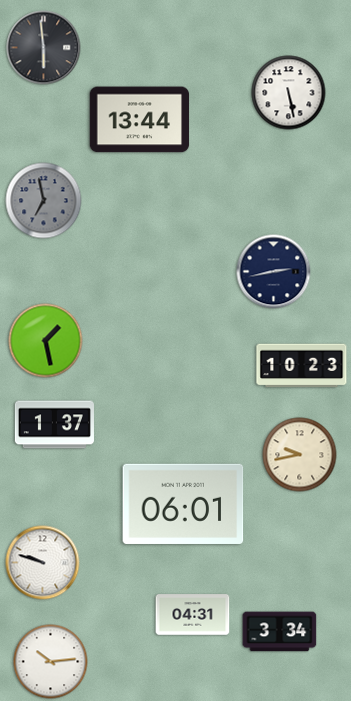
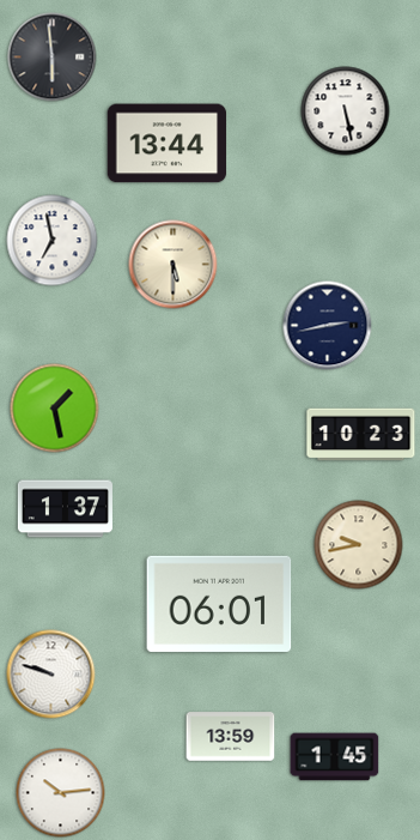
clock at (44, 201) dial: grey -> white
clock at (174, 265): none -> 5:30
clock at (302, 366) position: (302, 366) -> (361, 435)
clock at (193, 615): 04:31 -> 13:59
clock at (280, 632): 3:34 -> 1:45
